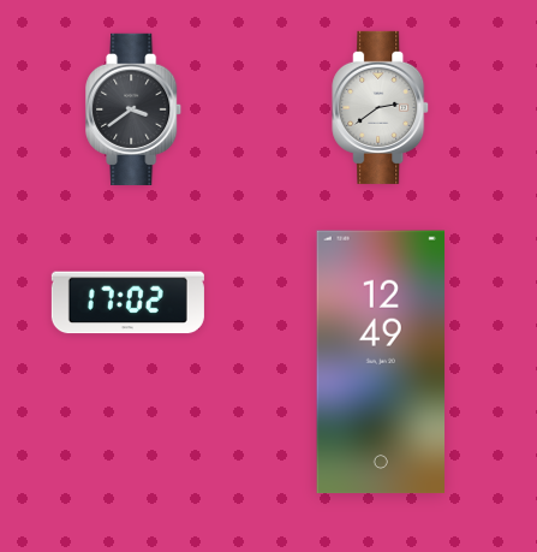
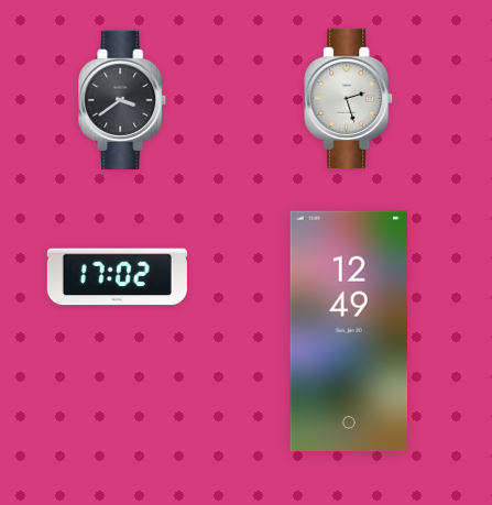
clock at (381, 107): 2:39 -> 2:27
